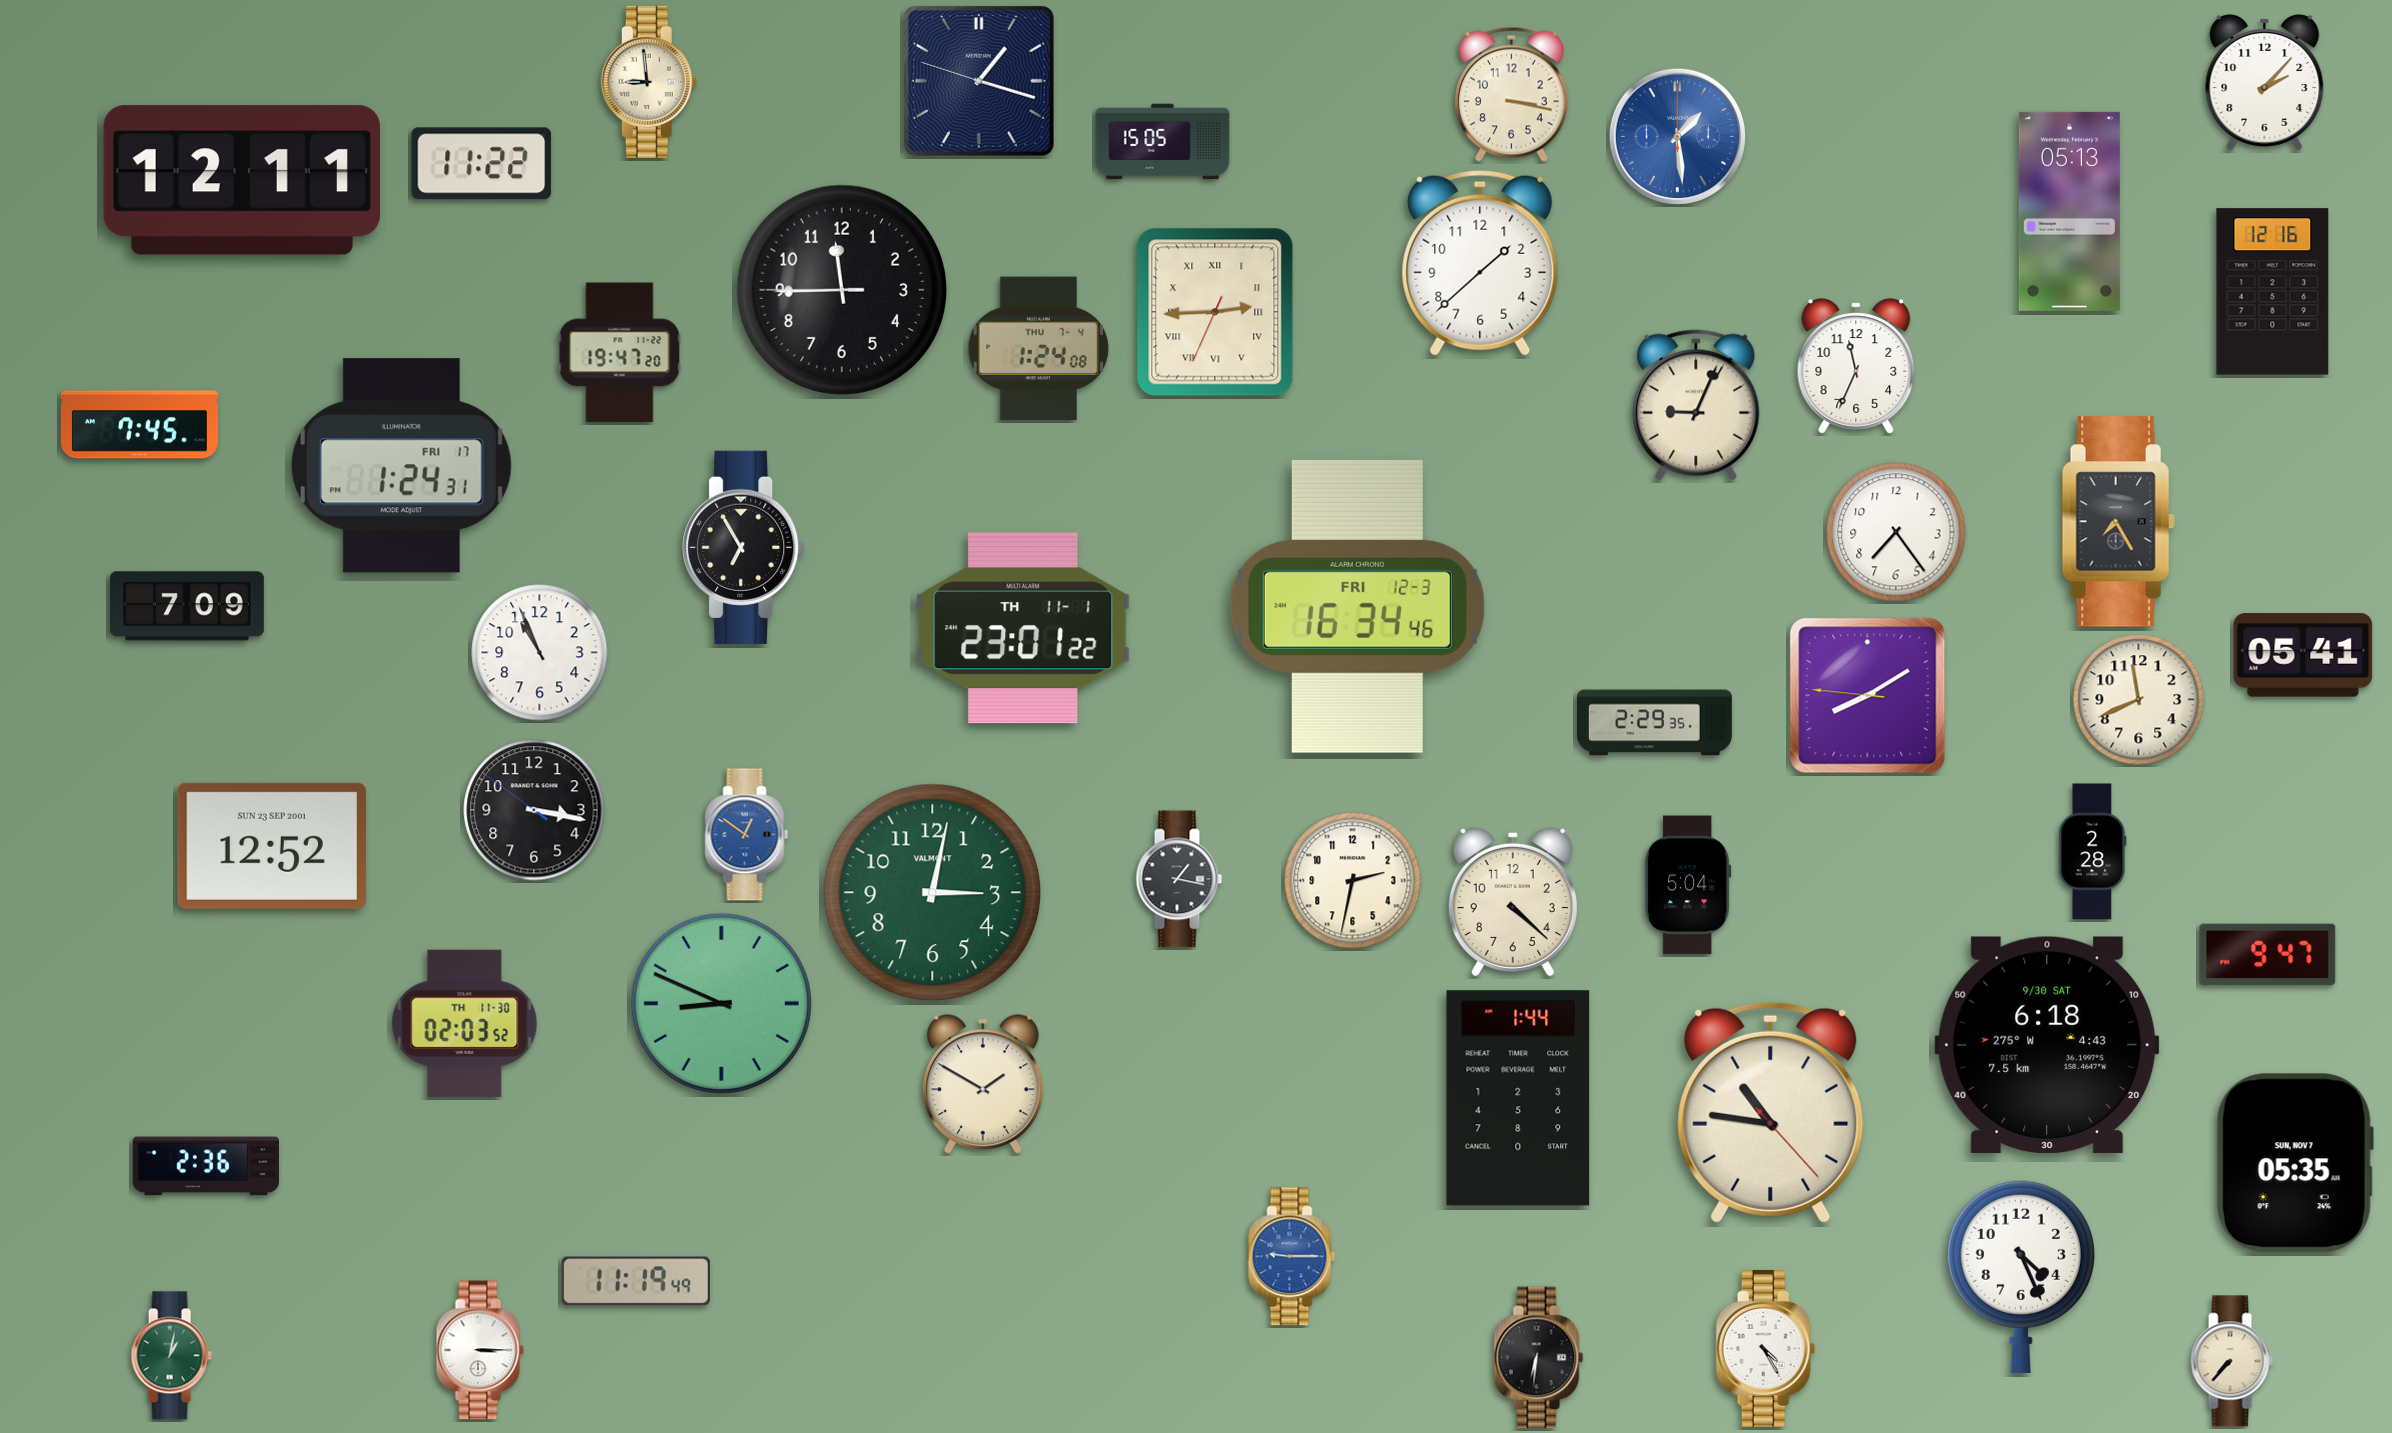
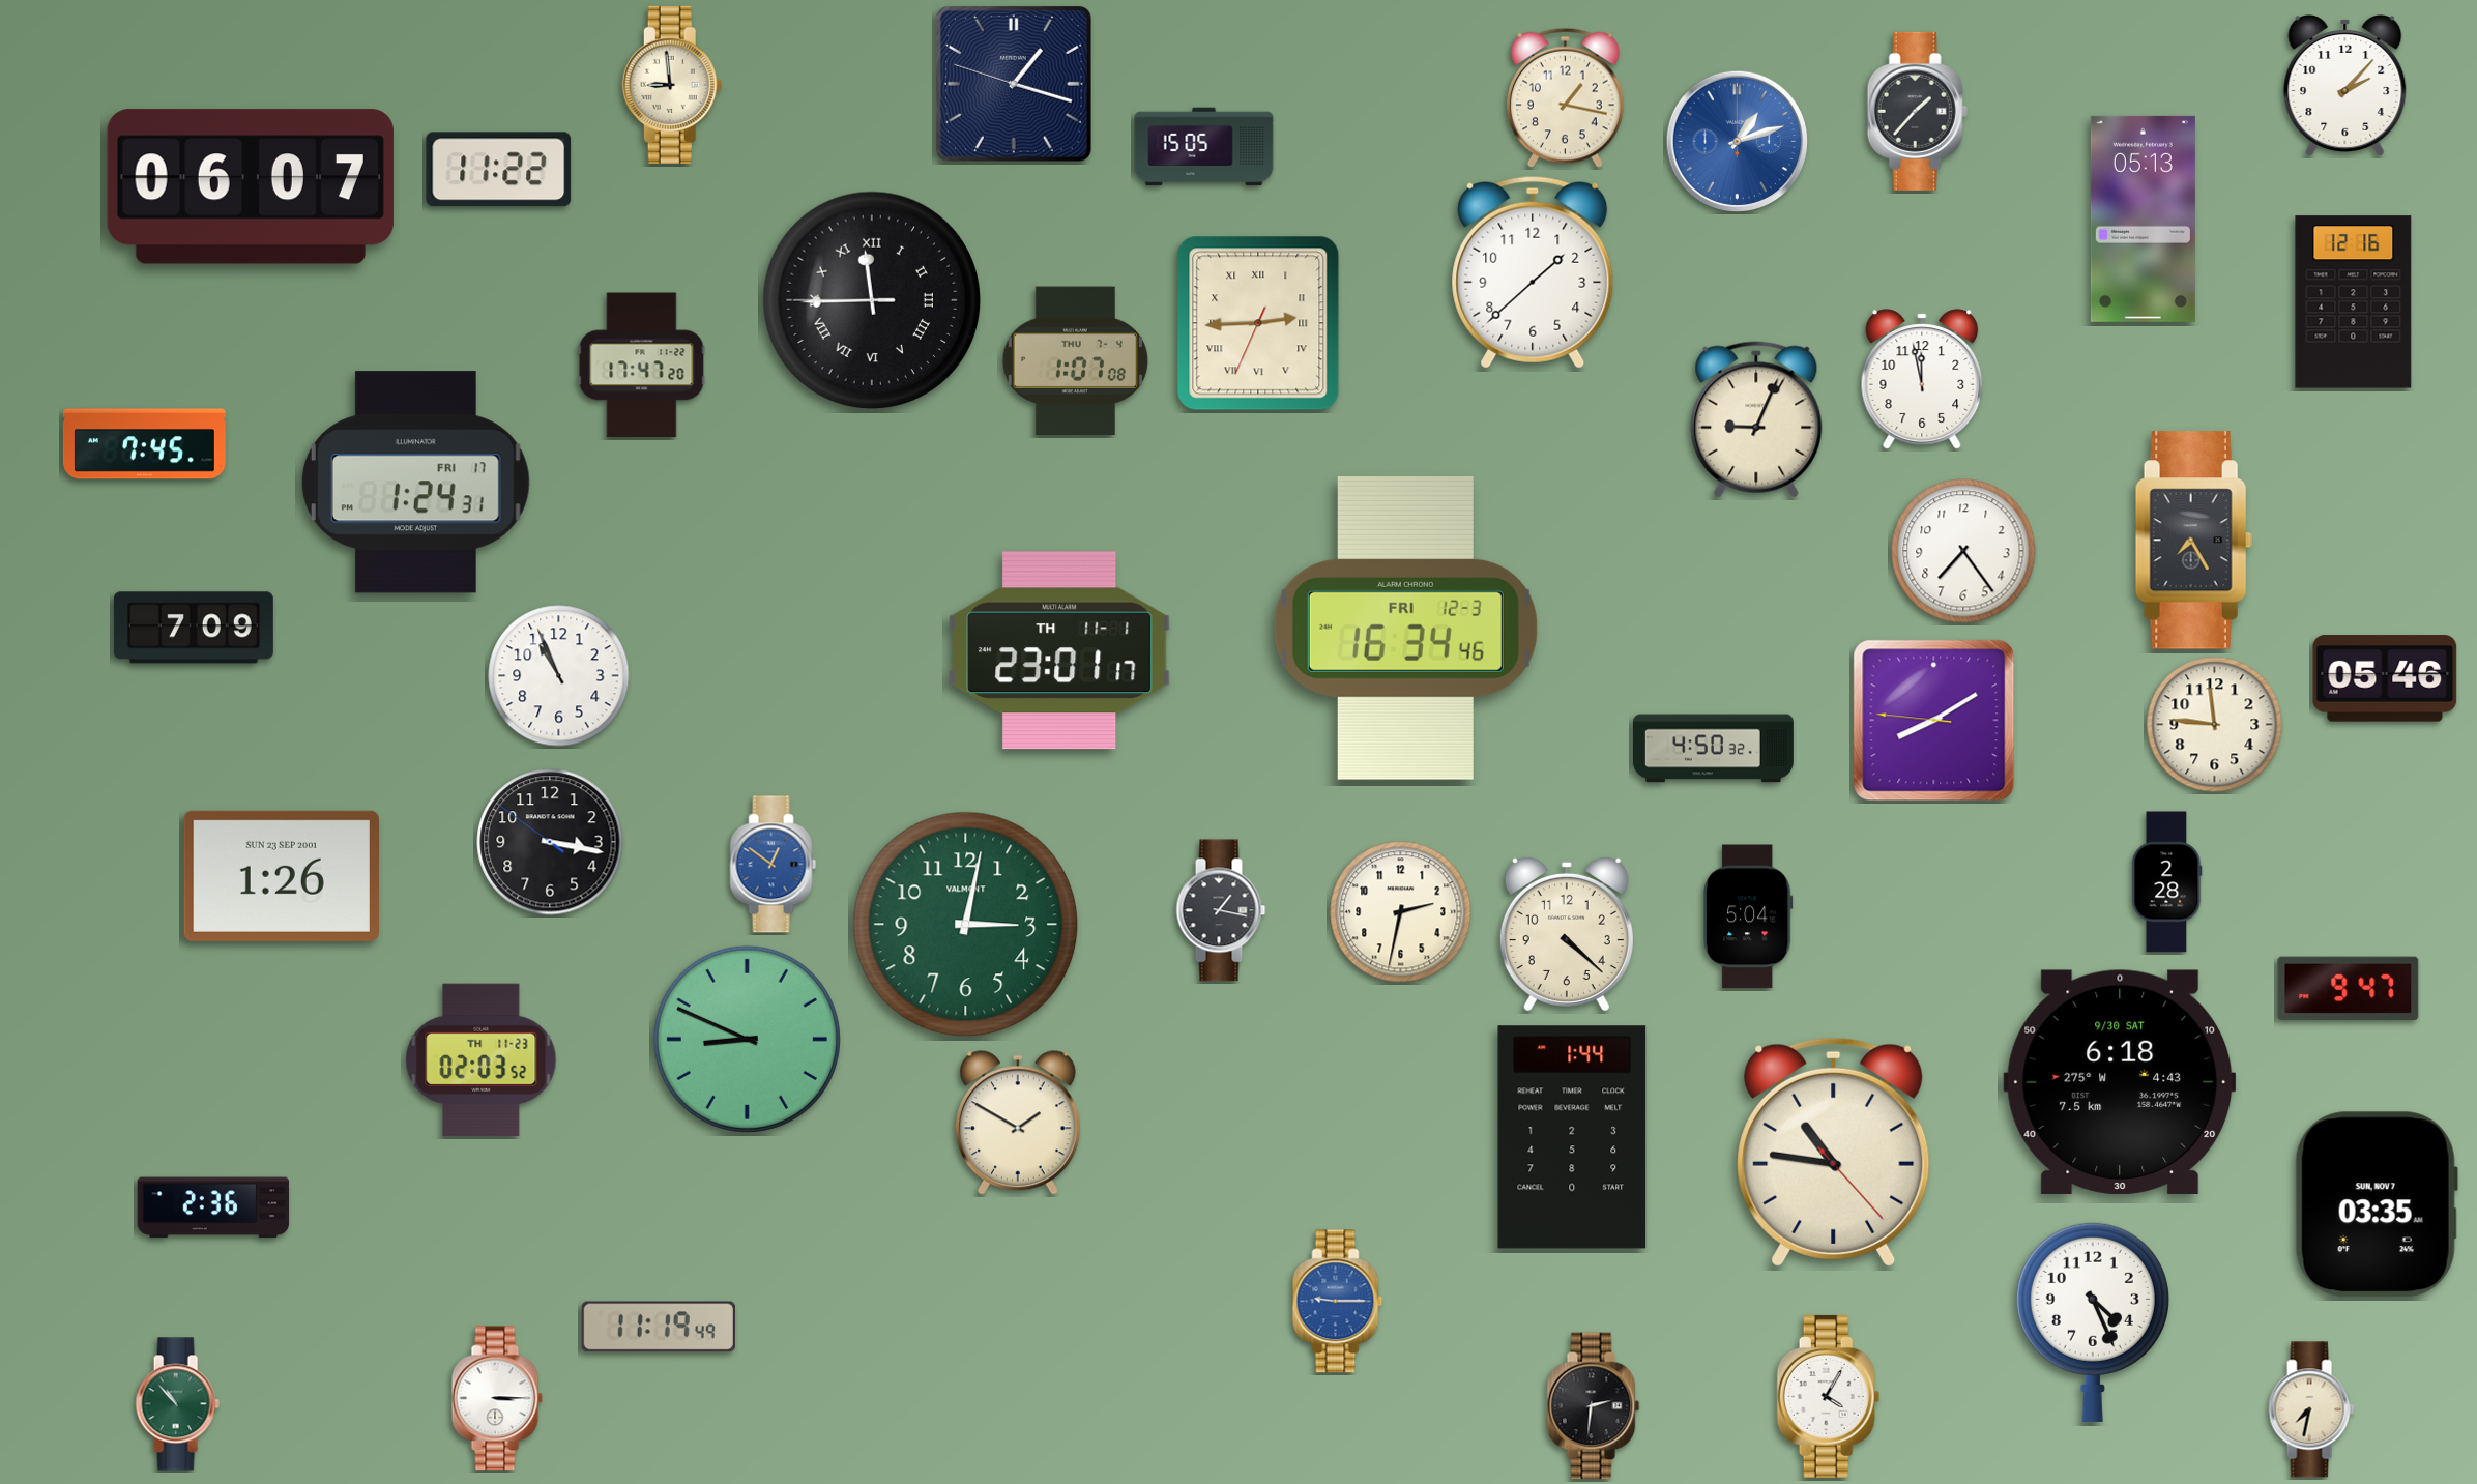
clock at (1512, 94): 3:17 -> 1:17
clock at (1917, 111): none -> 1:37
clock at (1677, 136): 1:29 -> 1:12
clock at (242, 180): 12:11 -> 06:07
clock at (841, 289) numerals: Arabic -> Roman
clock at (1038, 349): 1:24 -> 1:07
clock at (620, 353): 19:47 -> 17:47
clock at (1856, 366): 11:34 -> 11:58
clock at (139, 425) position: (139, 425) -> (144, 444)
clock at (744, 547): 6:55 -> none
clock at (1023, 628): 23:01:22 -> 23:01:17
clock at (2303, 655): 05:41 -> 05:46
clock at (2139, 700): 11:41 -> 11:46
clock at (1654, 723): 2:29 -> 4:50
clock at (534, 810) position: (534, 810) -> (550, 842)
clock at (271, 846): 12:52 -> 1:26
clock at (465, 1023) date: TH 11-30 -> TH 11-23
clock at (2295, 1163): 05:35 -> 03:35
clock at (1766, 1348): 4:25 -> 4:05
clock at (171, 1356): 1:02 -> 10:53
clock at (1539, 1358): 6:31 -> 2:31
clock at (2232, 1361): 7:37 -> 7:32
